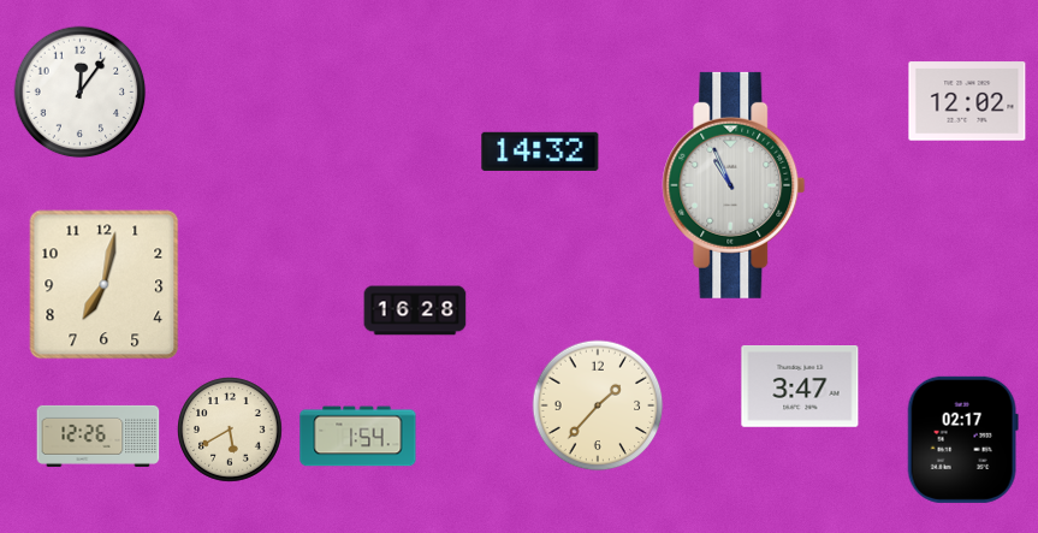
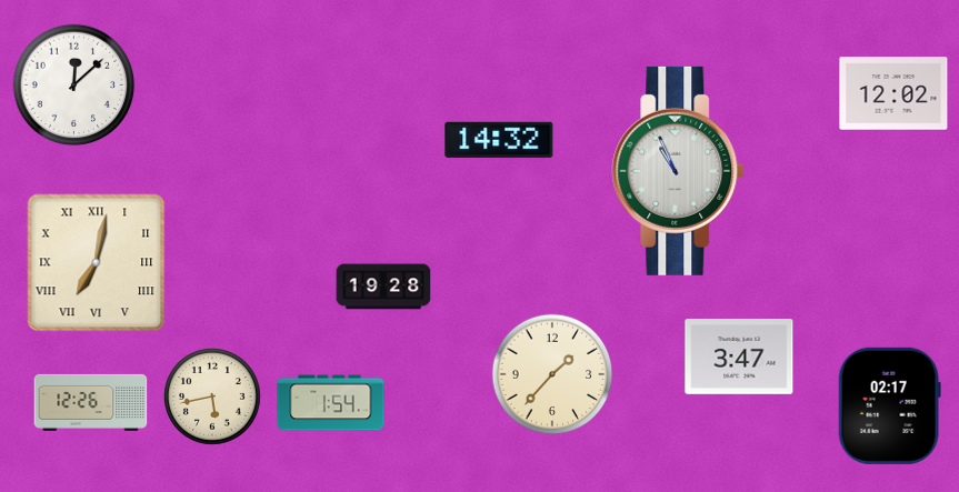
clock at (81, 93): 12:06 -> 12:08
clock at (105, 285) numerals: Arabic -> Roman
clock at (415, 310): 16:28 -> 19:28
clock at (230, 430): 5:40 -> 5:43
